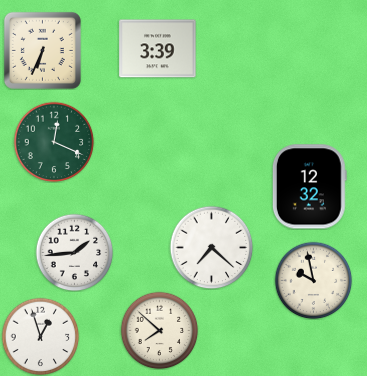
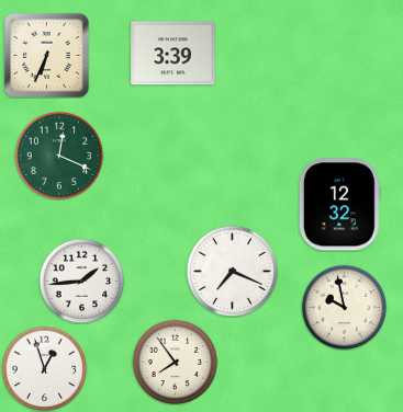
clock at (211, 247): 7:22 -> 7:19
clock at (74, 252) position: (74, 252) -> (81, 281)
clock at (159, 330): 7:52 -> 7:54
